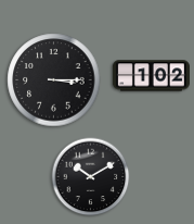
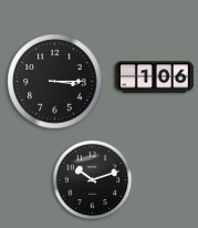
clock at (151, 76): 1:02 -> 1:06
clock at (91, 177): 10:10 -> 10:12
